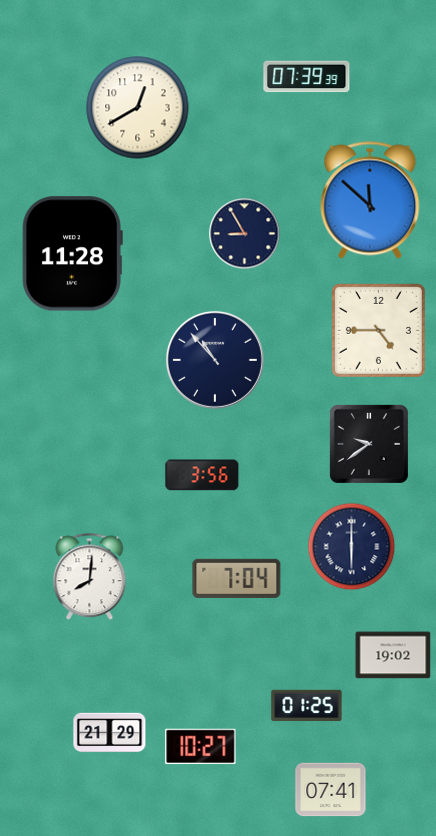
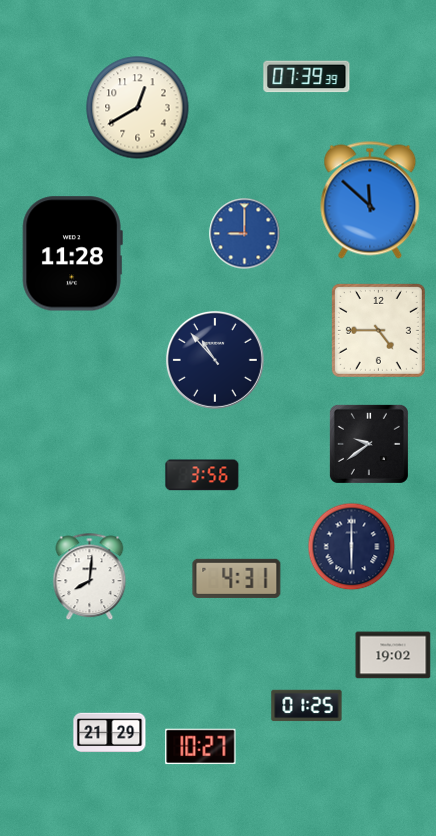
clock at (245, 234): 8:55 -> 9:00
clock at (245, 234) dial: navy -> blue
clock at (237, 578): 7:04 -> 4:31
clock at (331, 790): 07:41 -> none
